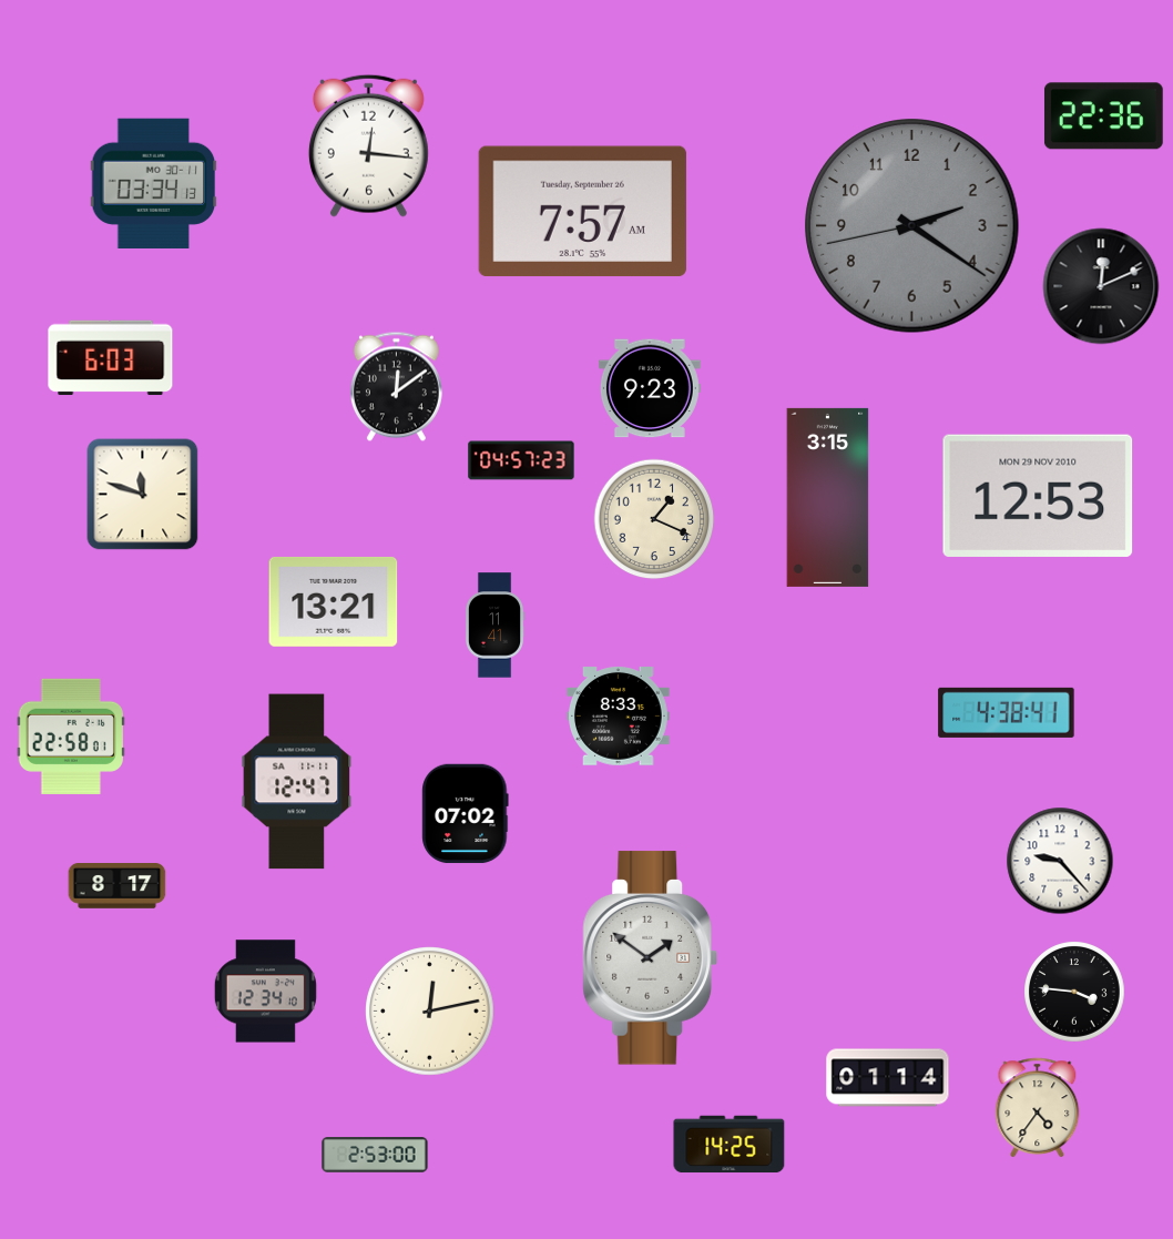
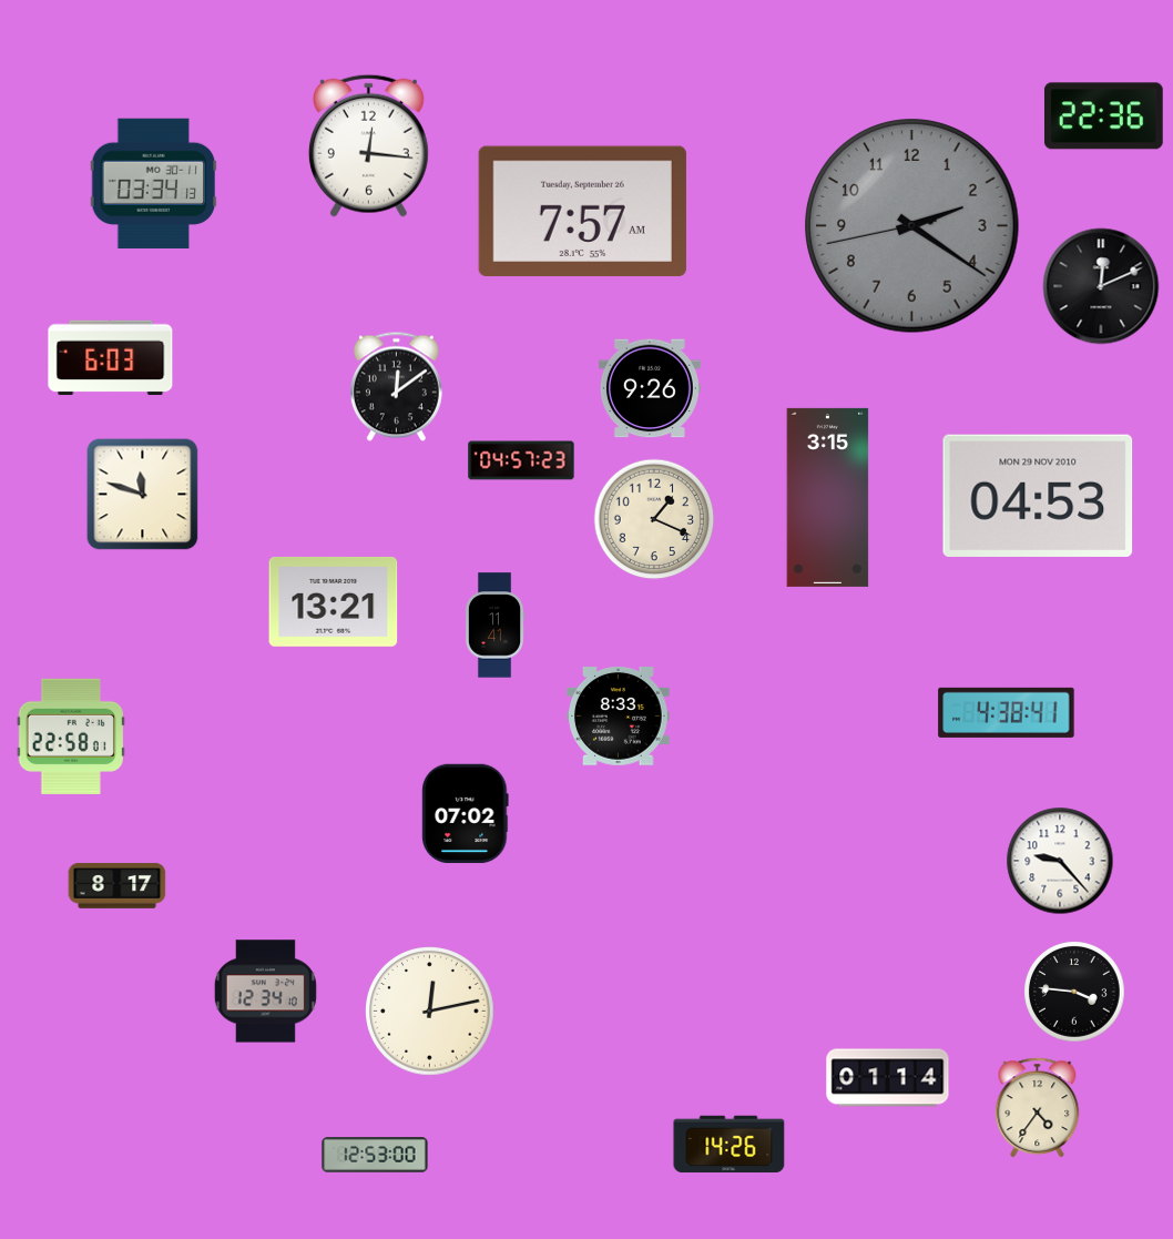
clock at (650, 388): 9:23 -> 9:26
clock at (1038, 496): 12:53 -> 04:53
clock at (297, 782): 12:47 -> none
clock at (651, 958): 1:51 -> none
clock at (730, 1145): 14:25 -> 14:26
clock at (375, 1155): 2:53 -> 12:53
